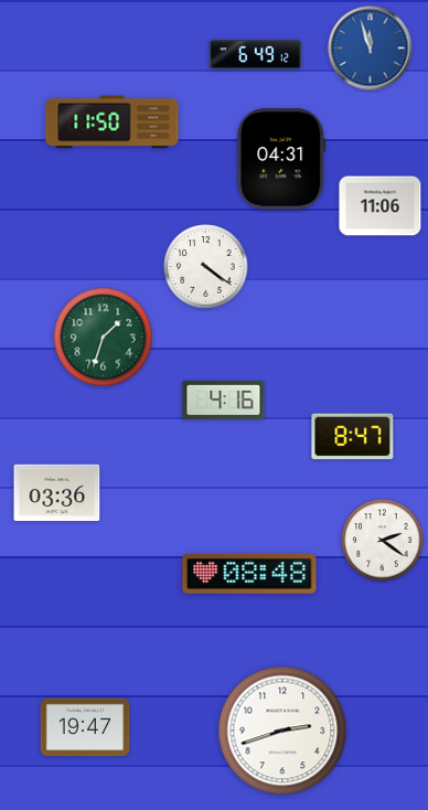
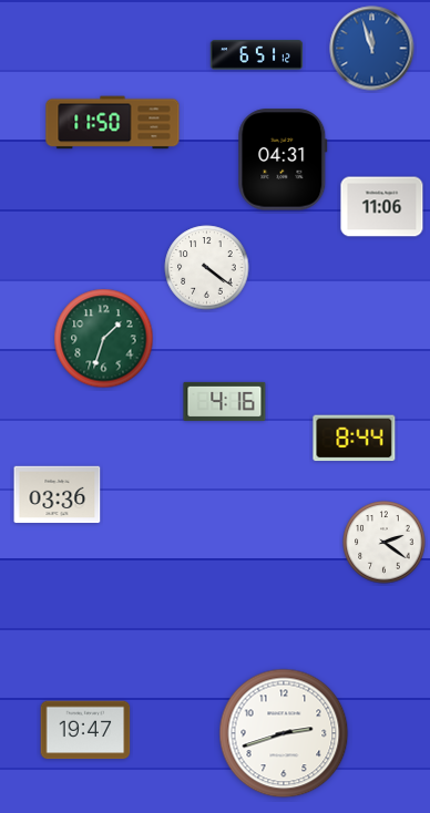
clock at (256, 55): 6:49 -> 6:51
clock at (353, 437): 8:47 -> 8:44
clock at (249, 574): 08:48 -> none
